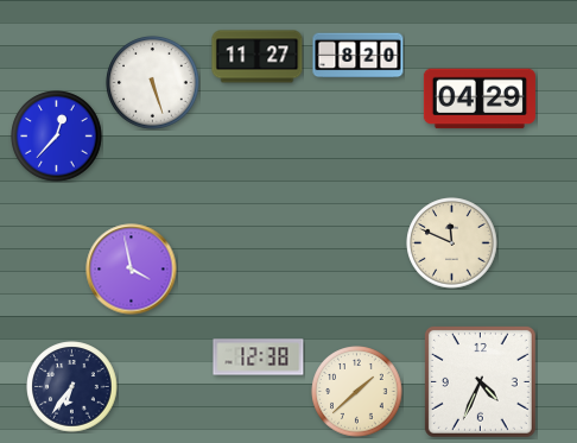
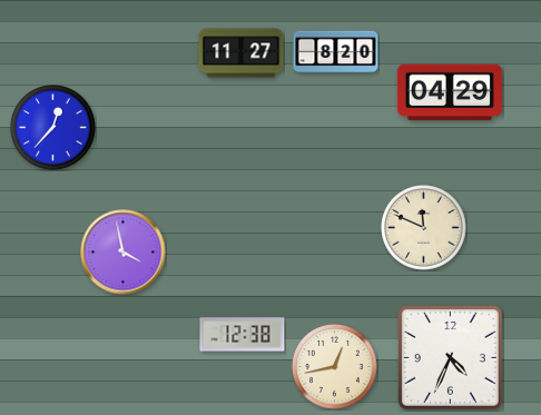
clock at (153, 83): 5:27 -> none
clock at (72, 387): 6:36 -> none
clock at (357, 392): 1:38 -> 12:43
